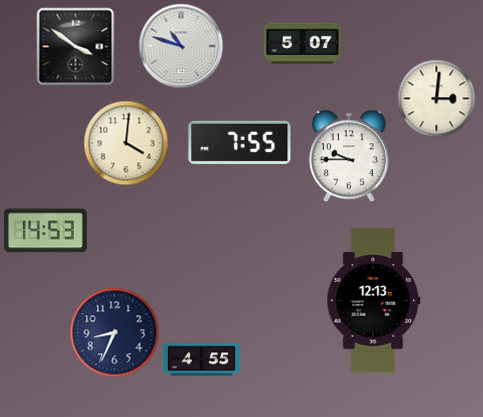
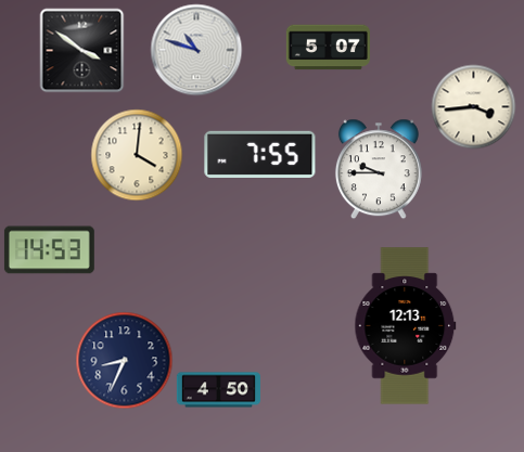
clock at (436, 98): 3:01 -> 3:44
clock at (201, 360): 4:55 -> 4:50
